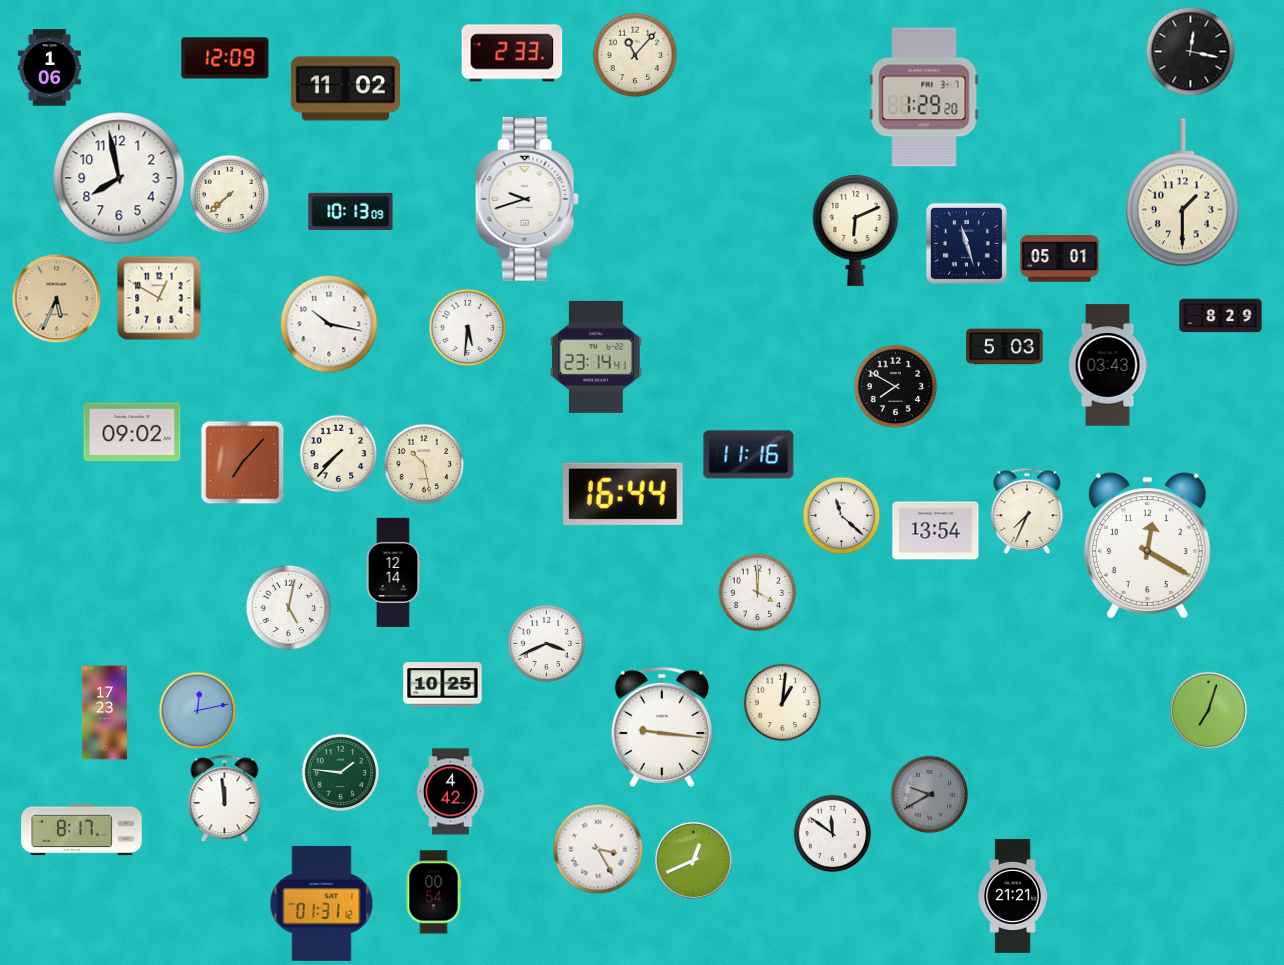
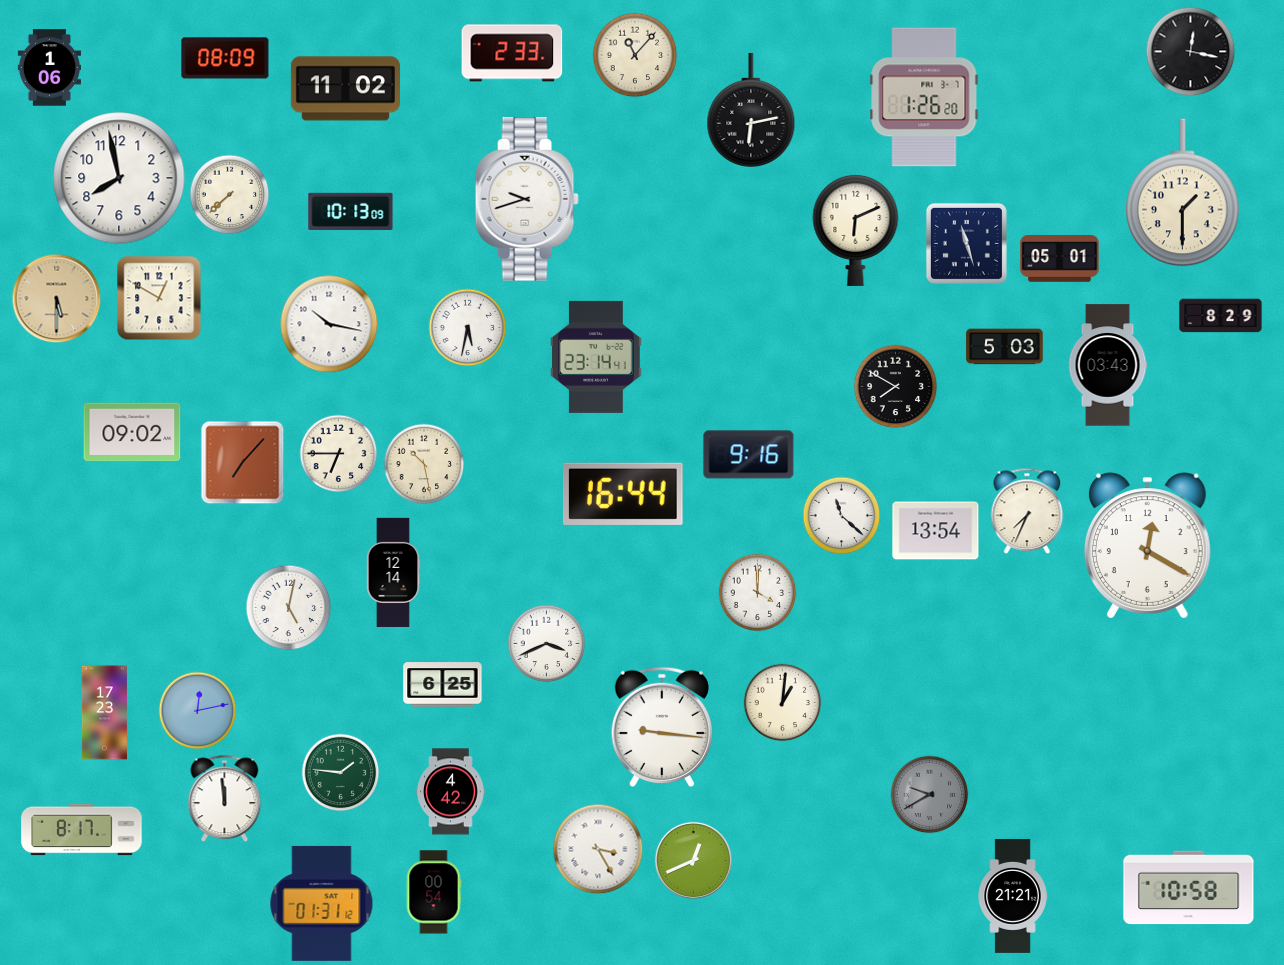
clock at (225, 58): 12:09 -> 08:09
clock at (924, 97): 1:29 -> 1:26
clock at (751, 110): none -> 6:13
clock at (56, 298): 5:34 -> 5:30
clock at (467, 327): 5:31 -> 5:32
clock at (338, 453): 7:37 -> 6:45
clock at (749, 455): 11:16 -> 9:16
clock at (443, 685): 10:25 -> 6:25
clock at (1208, 710): 7:03 -> none
clock at (832, 833): 11:51 -> none
clock at (1189, 888): none -> 10:58
